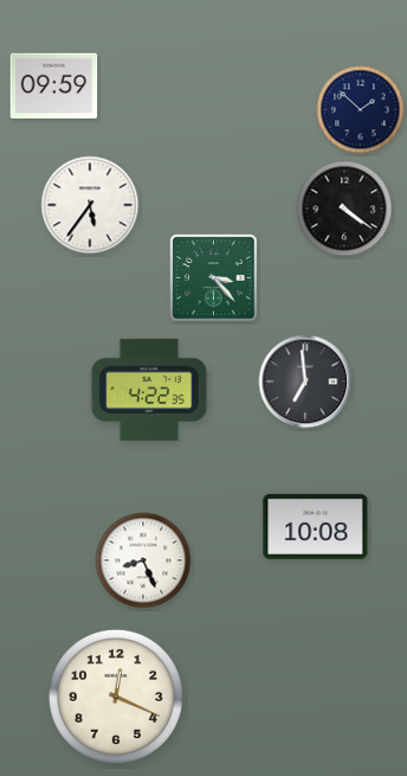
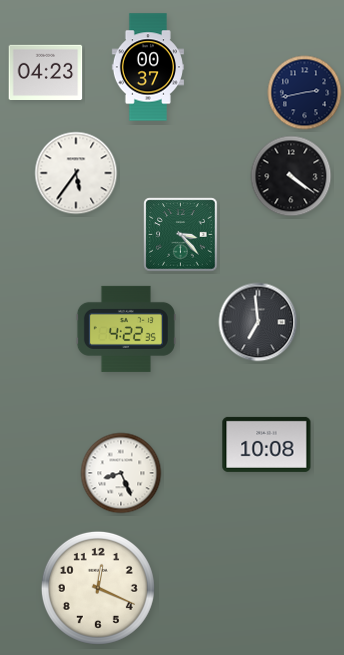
clock at (148, 67): none -> 00:37
clock at (54, 85): 09:59 -> 04:23
clock at (361, 110): 1:52 -> 2:43
